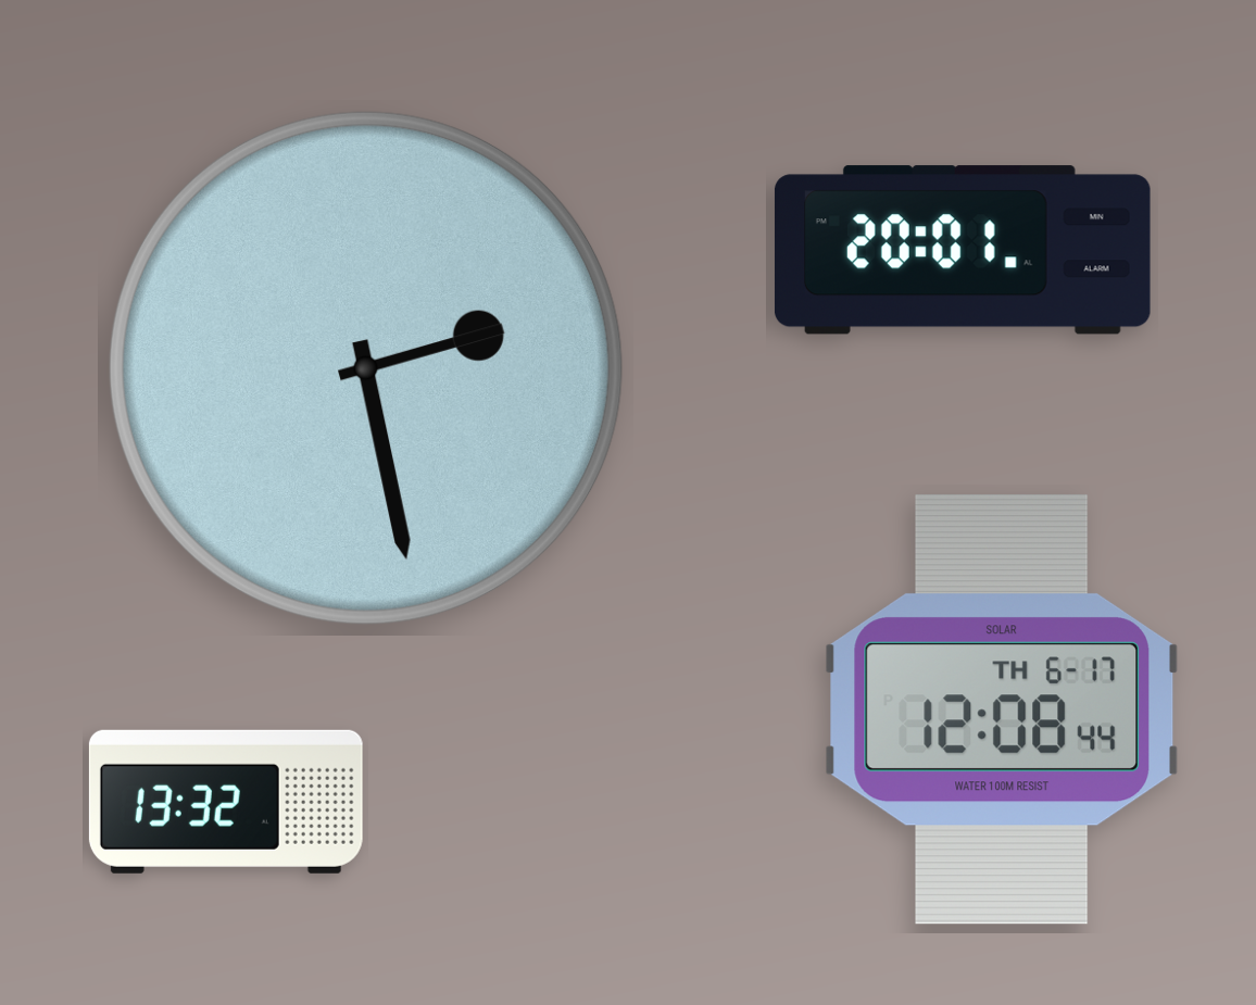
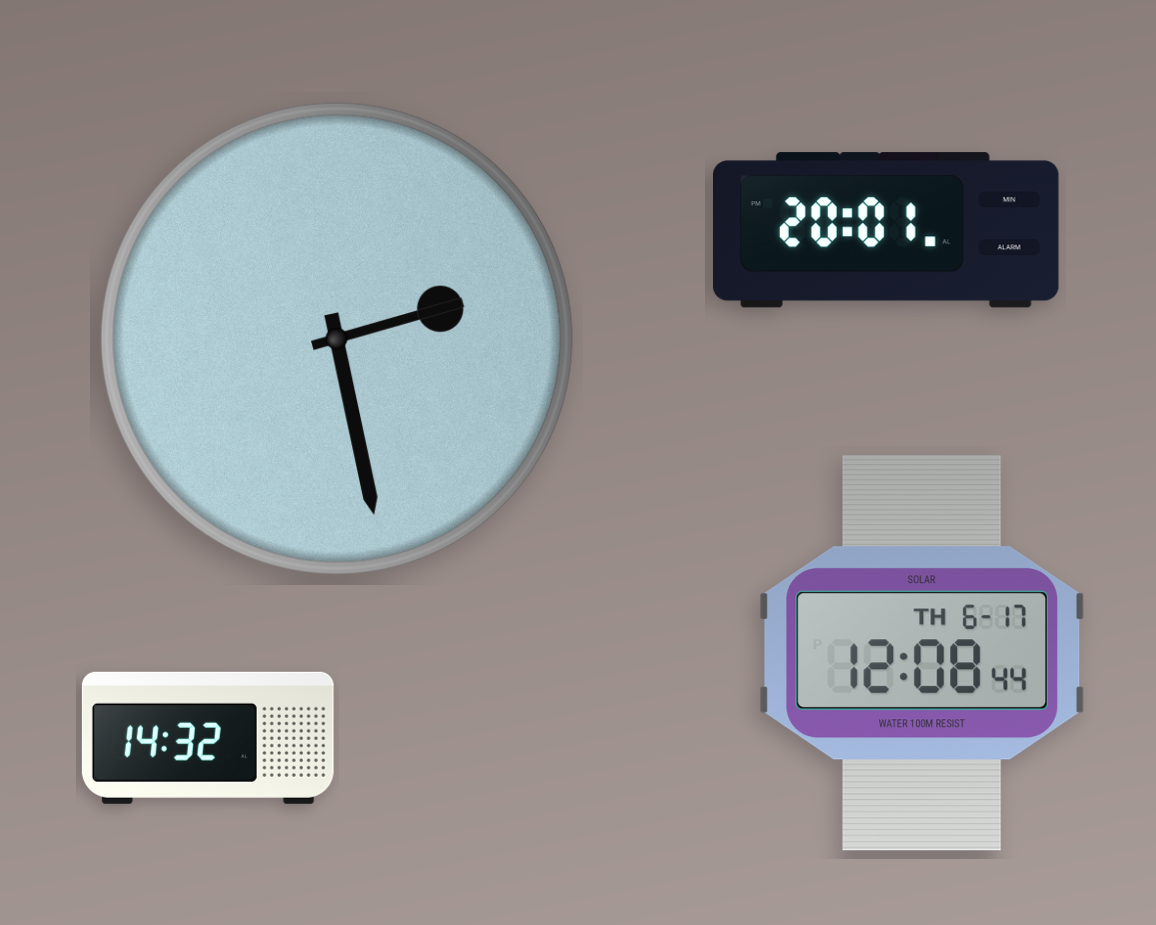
clock at (226, 802): 13:32 -> 14:32
